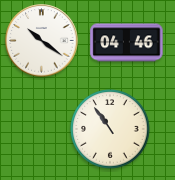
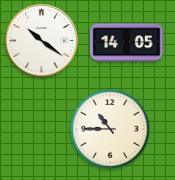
clock at (127, 43): 04:46 -> 14:05
clock at (110, 129): 10:54 -> 10:45
